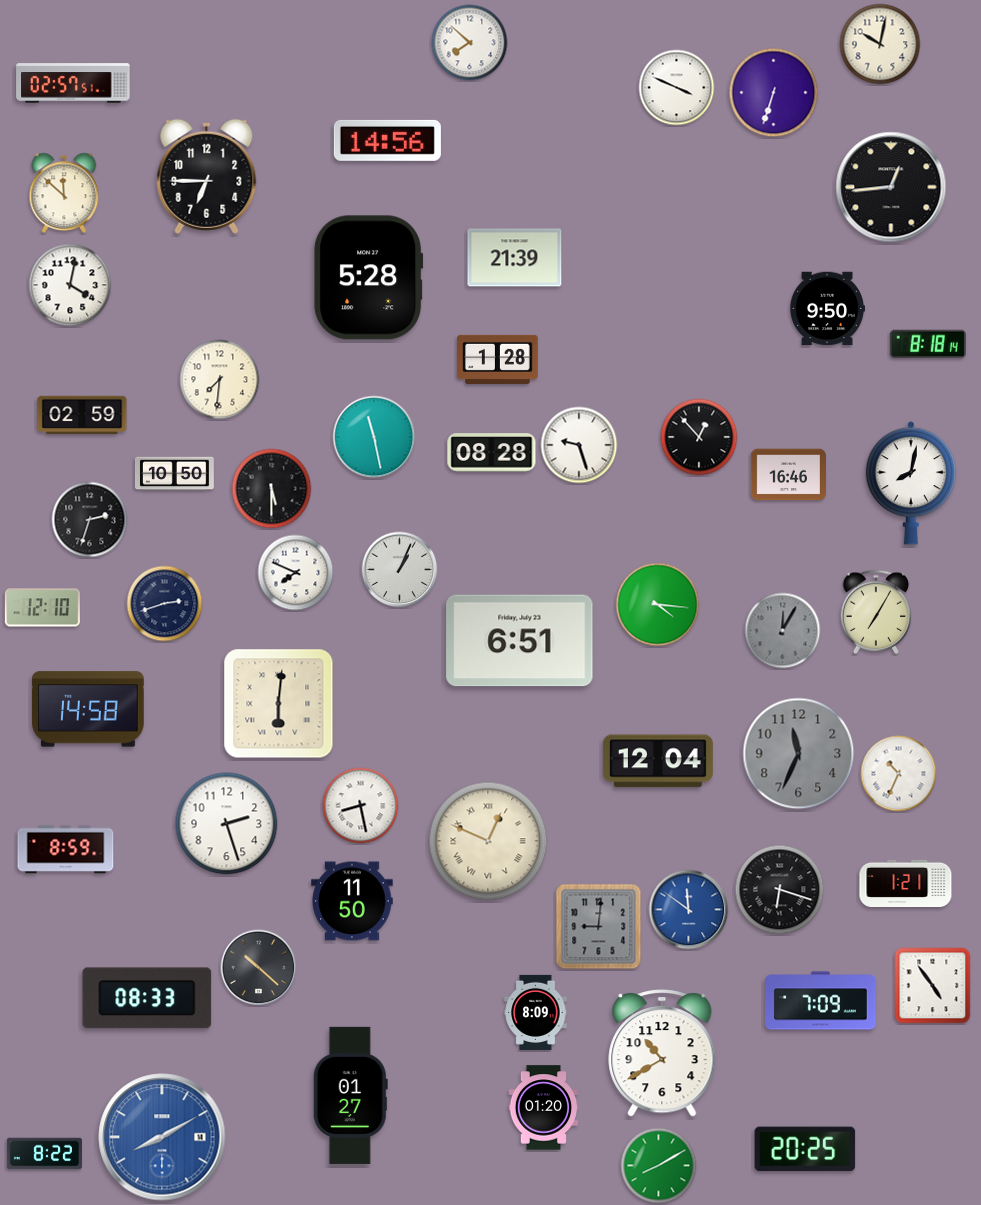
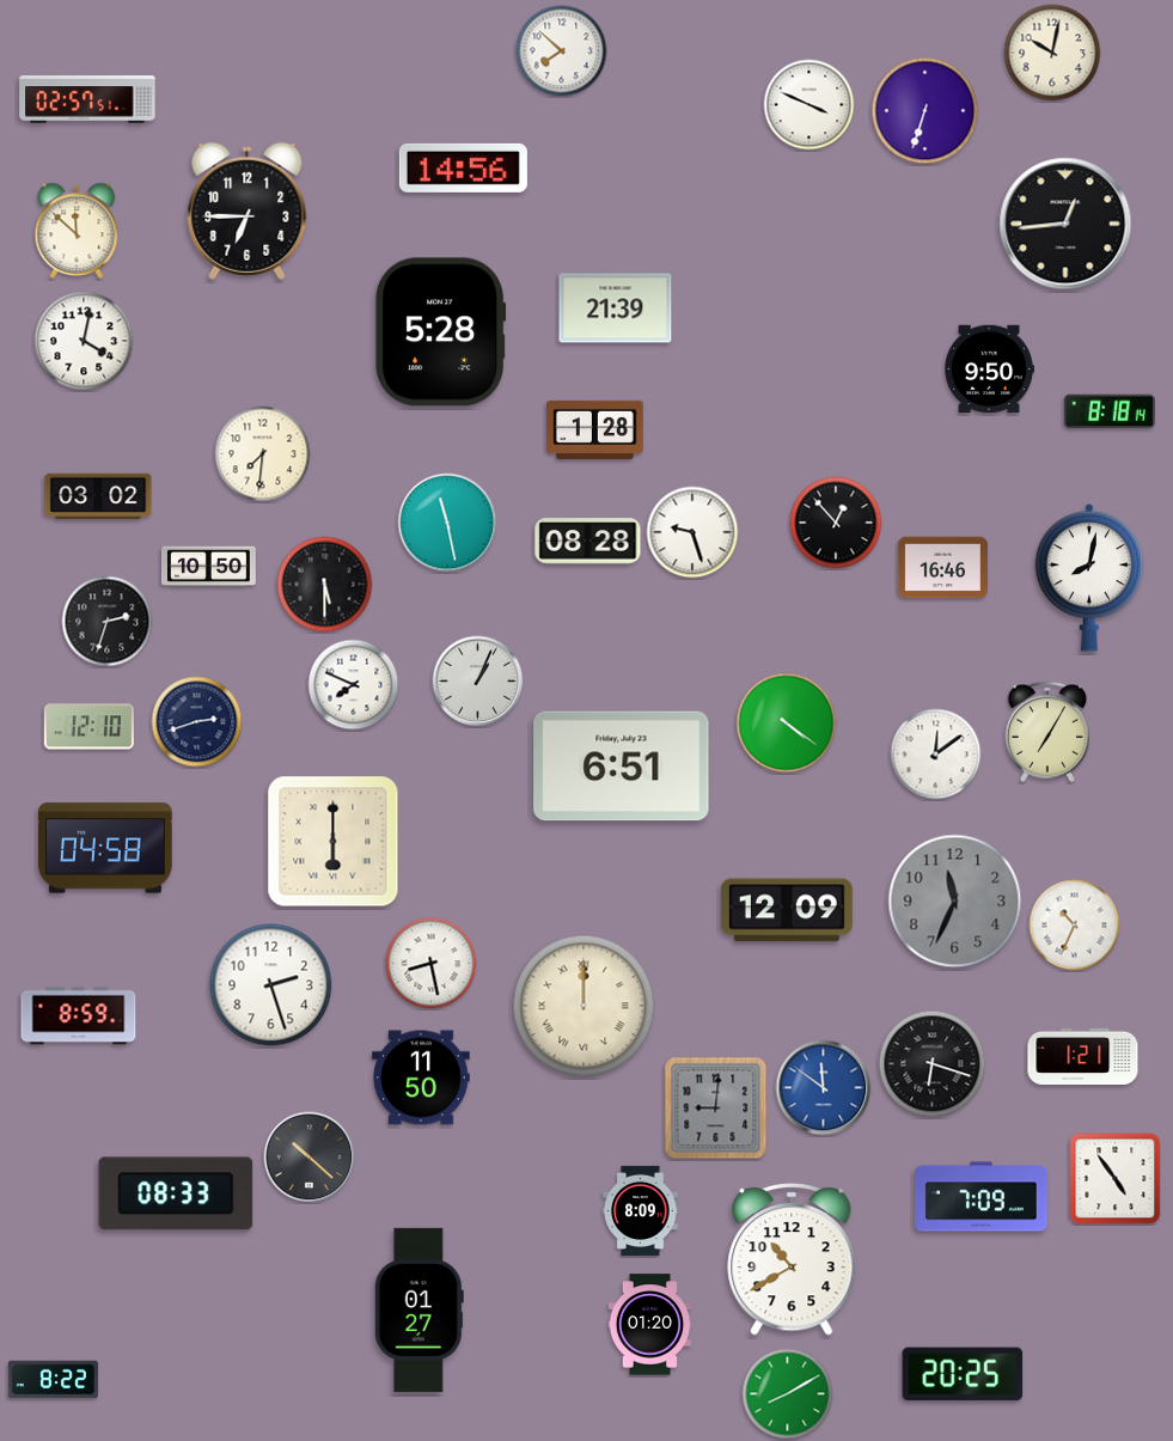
clock at (82, 414): 02:59 -> 03:02
clock at (658, 605): 4:16 -> 4:21
clock at (42, 608) position: (42, 608) -> (88, 727)
clock at (783, 631): 12:05 -> 12:09
clock at (783, 631) dial: grey -> white
clock at (279, 704): 6:01 -> 6:00
clock at (88, 709): 14:58 -> 04:58
clock at (658, 761): 12:04 -> 12:09
clock at (488, 841): 12:49 -> 12:00
clock at (162, 1137): 8:10 -> none
